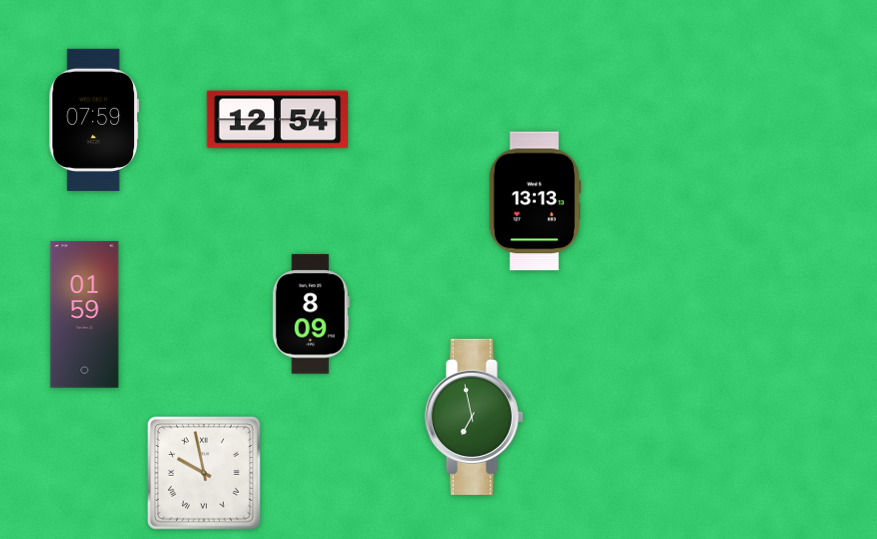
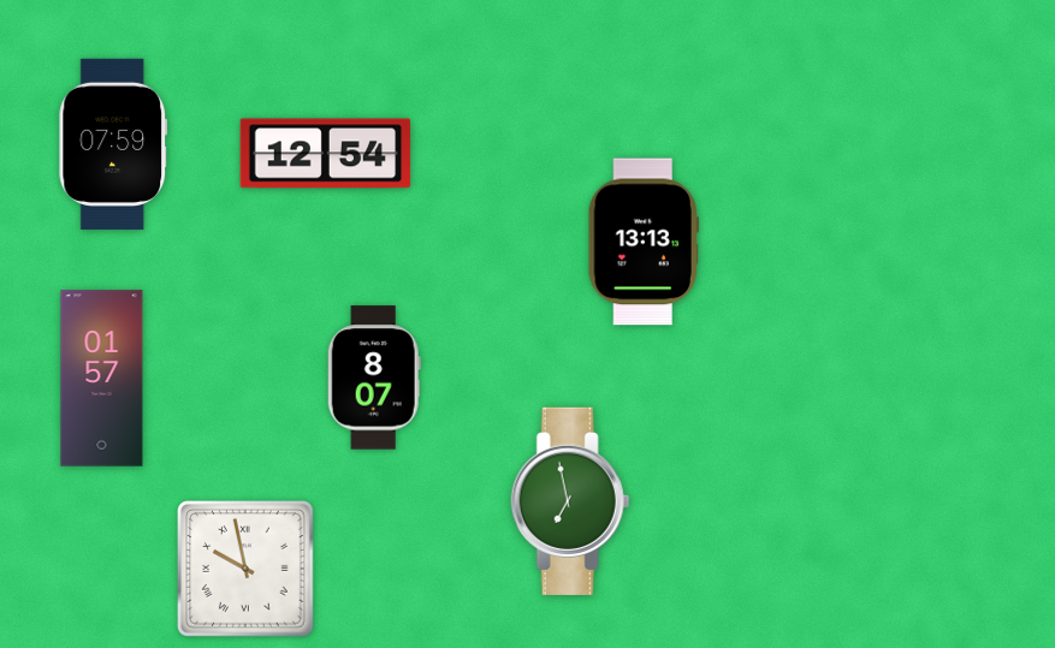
clock at (278, 120) position: (278, 120) -> (326, 154)
clock at (311, 314): 8:09 -> 8:07
clock at (85, 315): 01:59 -> 01:57
